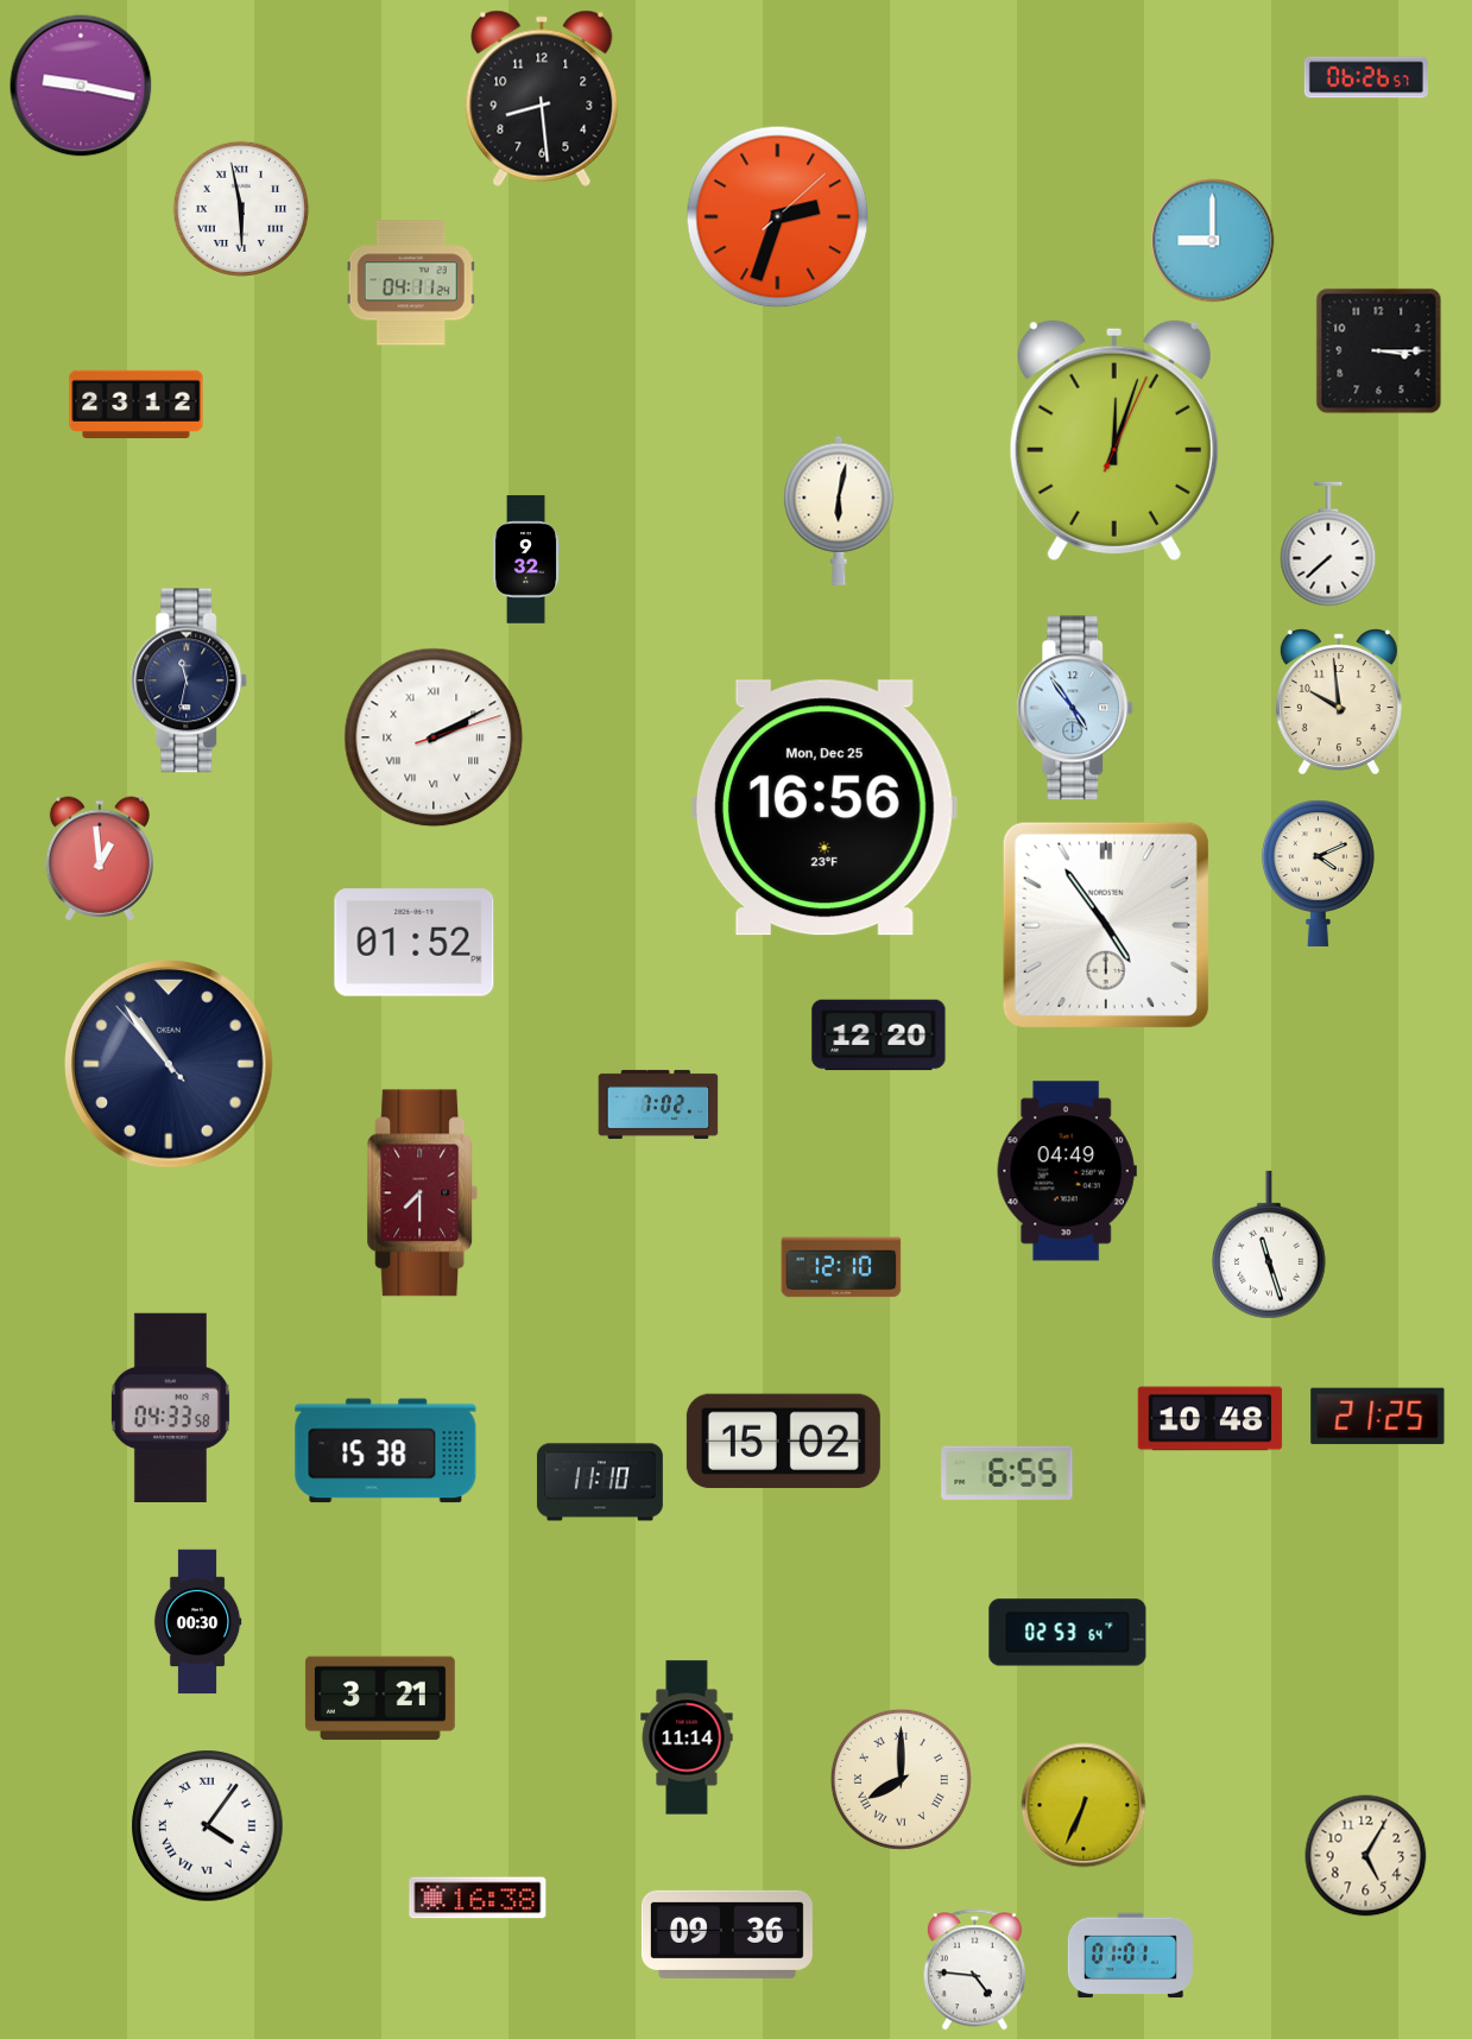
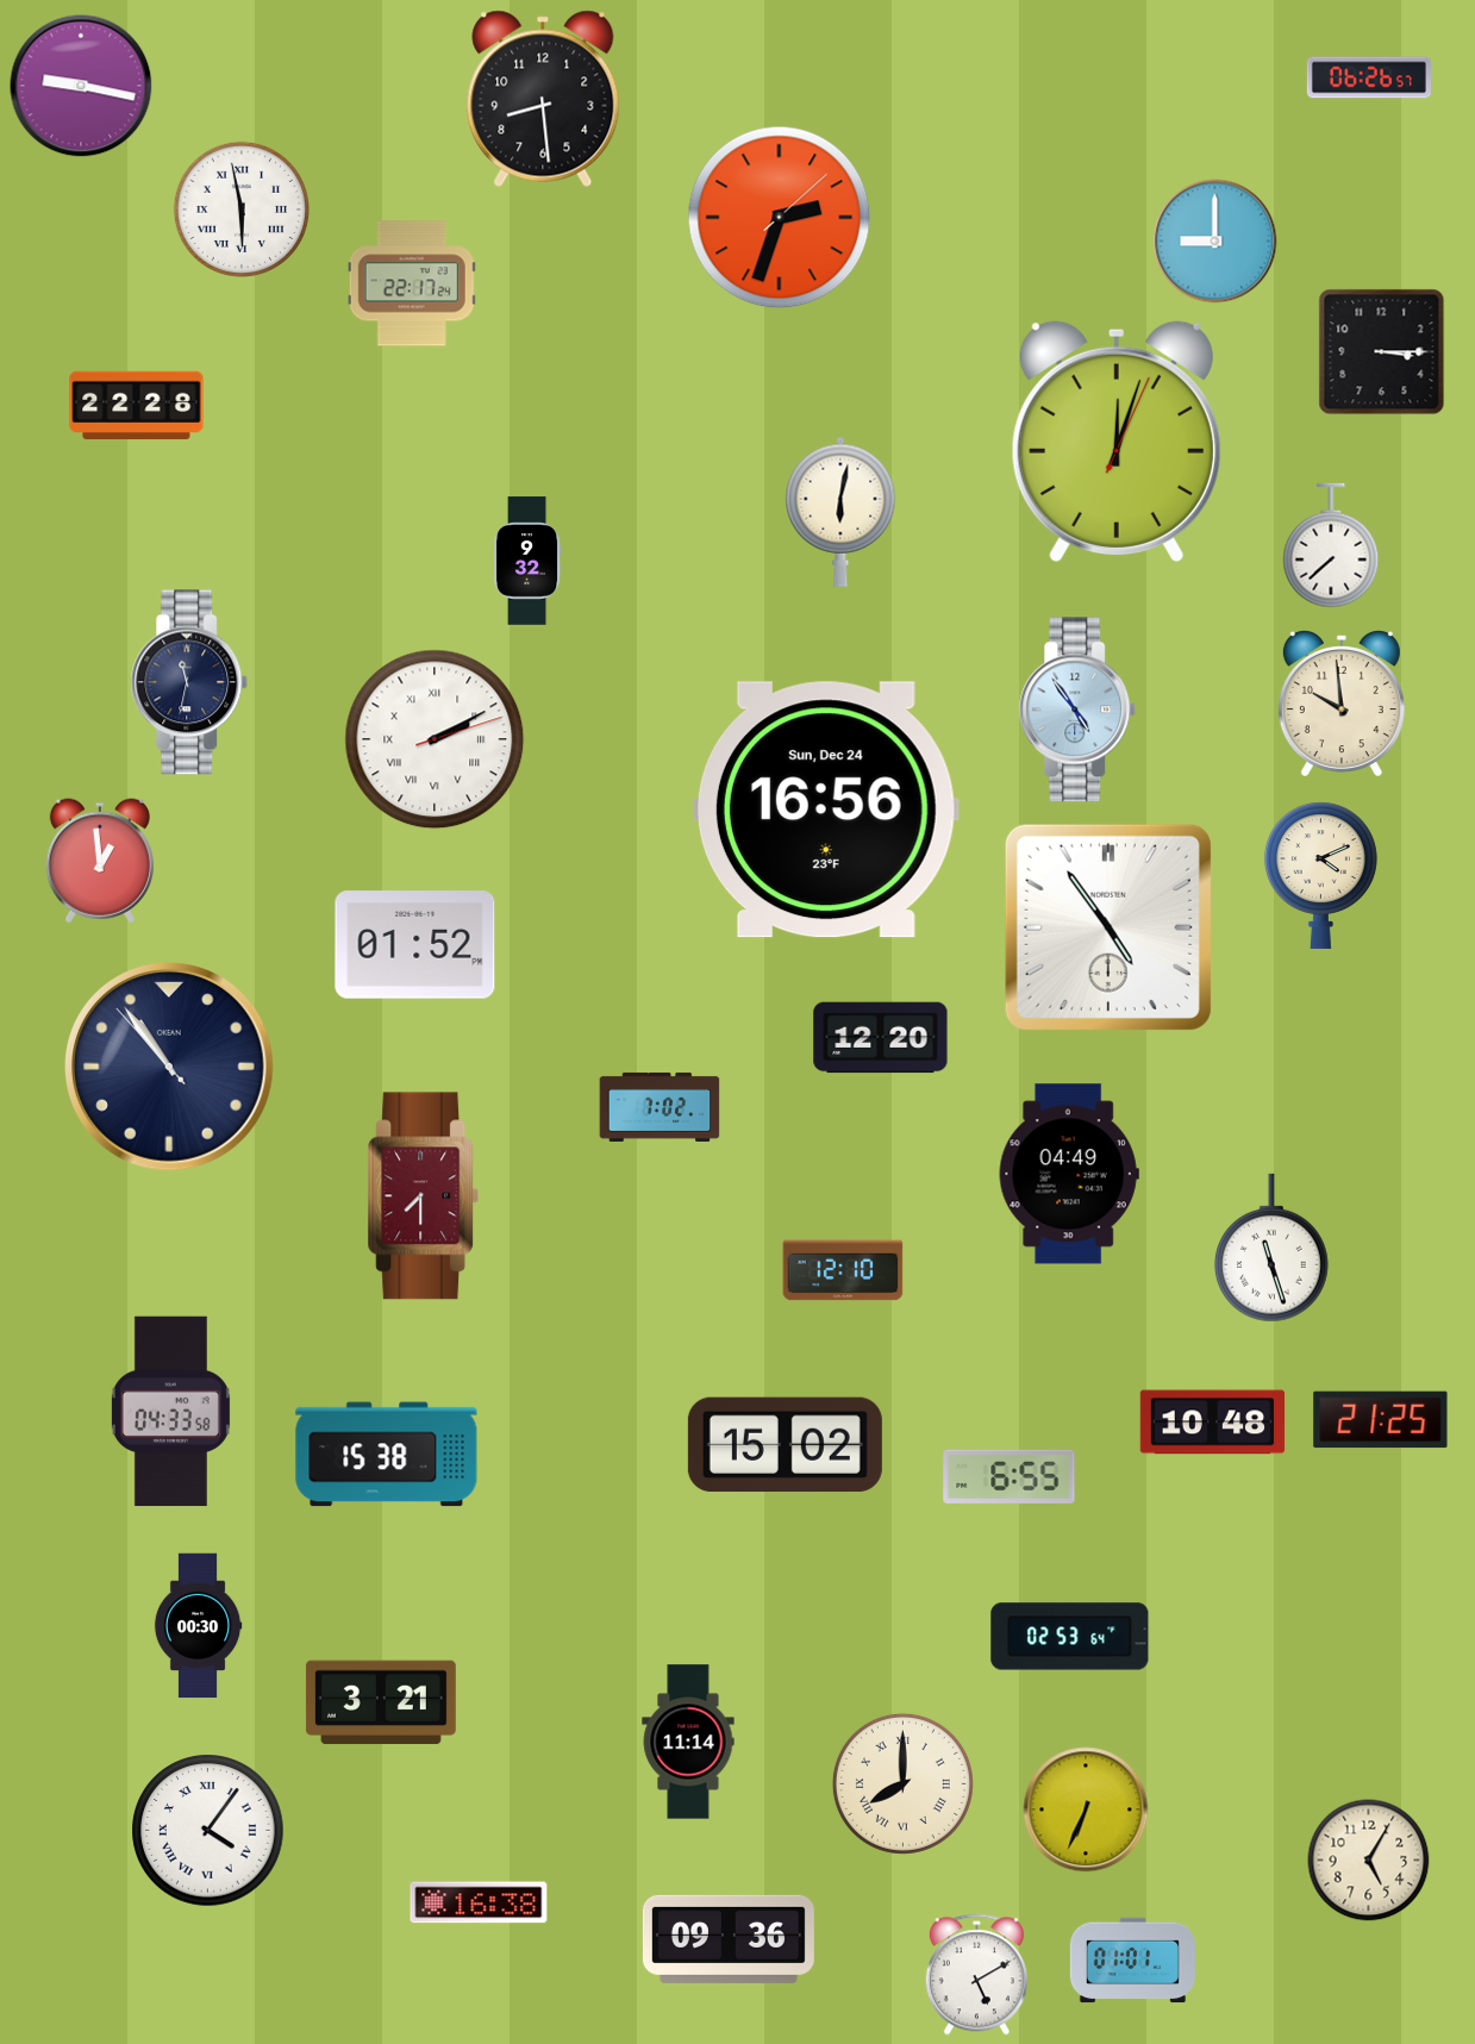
clock at (411, 283): 04:11 -> 22:17
clock at (137, 405): 23:12 -> 22:28
clock at (825, 808) date: Mon, Dec 25 -> Sun, Dec 24
clock at (600, 1482): 11:10 -> none
clock at (974, 1970): 4:46 -> 5:10
